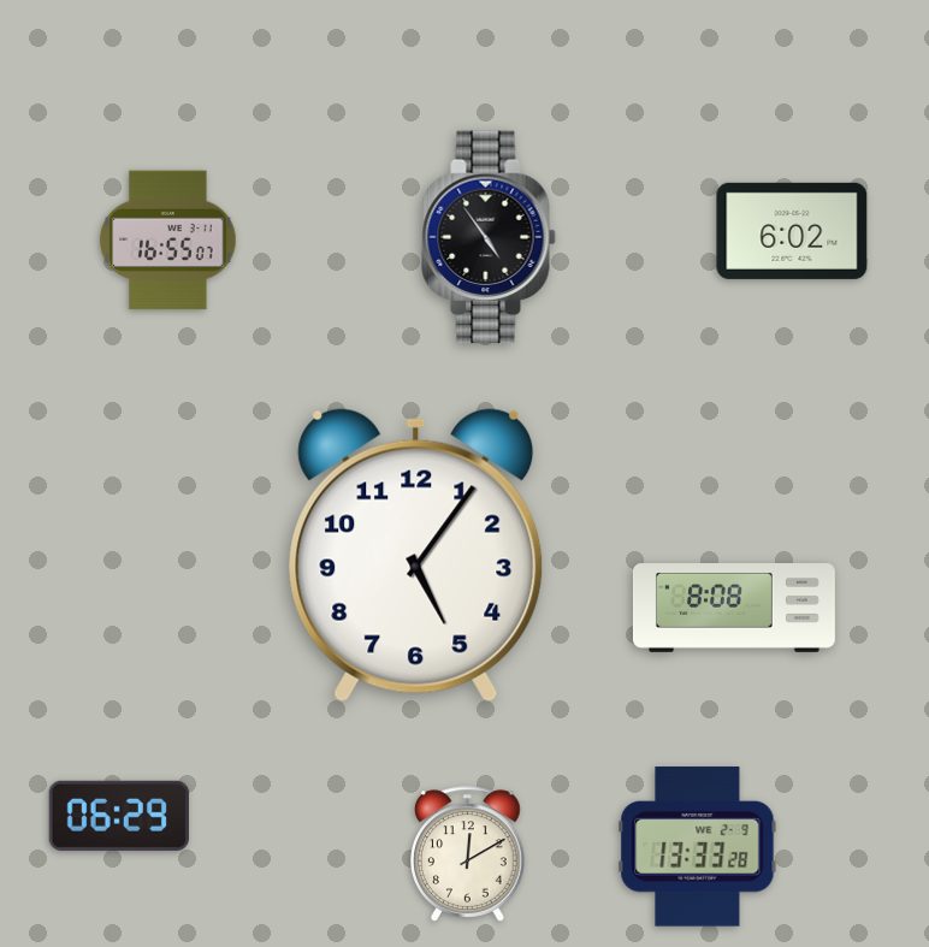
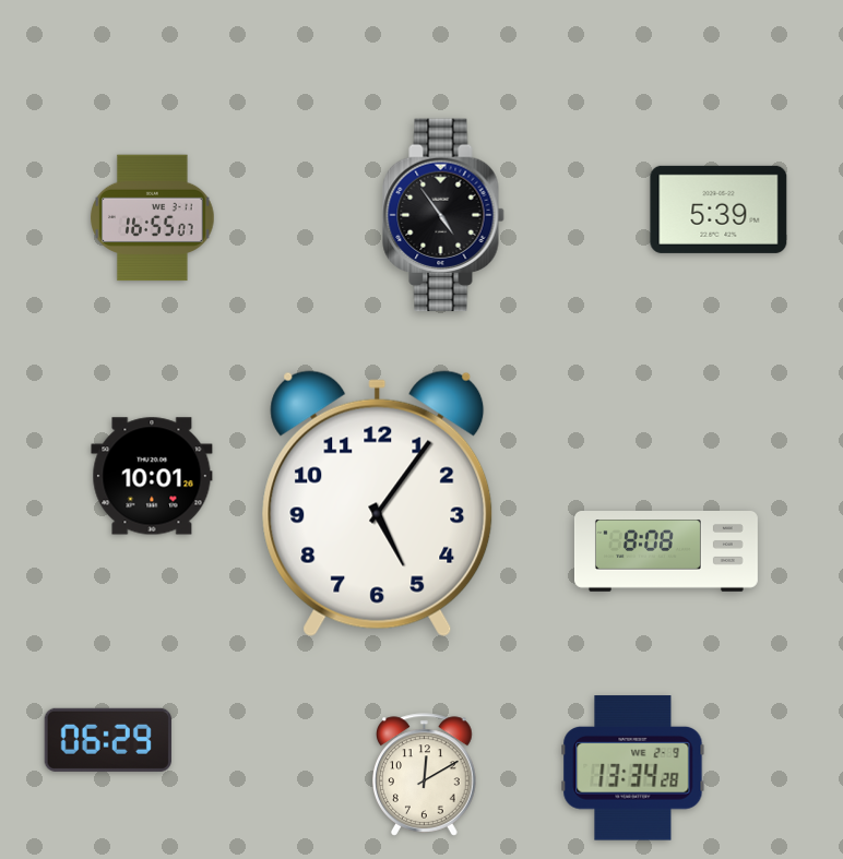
clock at (792, 231): 6:02 -> 5:39
clock at (152, 476): none -> 10:01
clock at (698, 847): 13:33 -> 13:34
